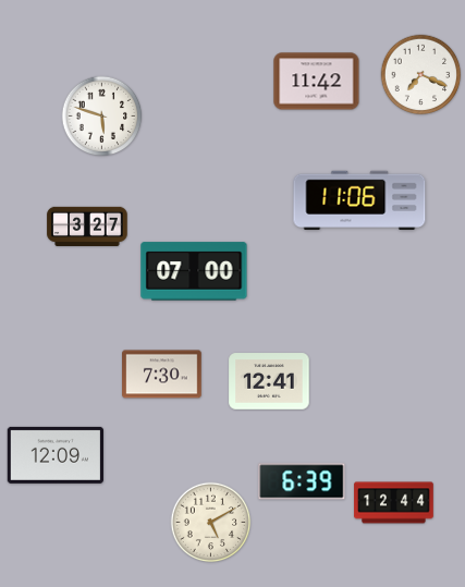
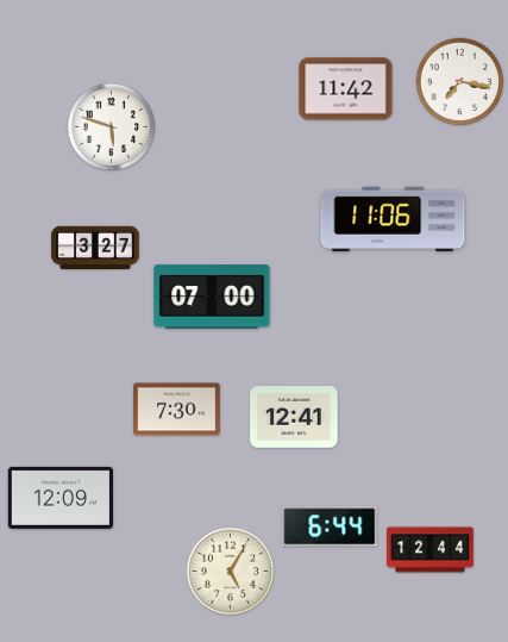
clock at (421, 75): 7:19 -> 7:17
clock at (302, 481): 6:39 -> 6:44
clock at (211, 523): 5:10 -> 5:05
